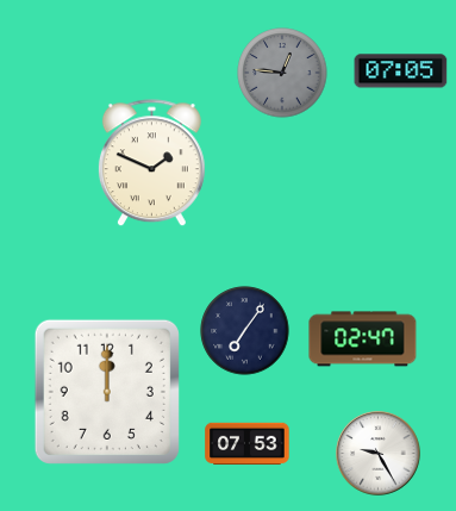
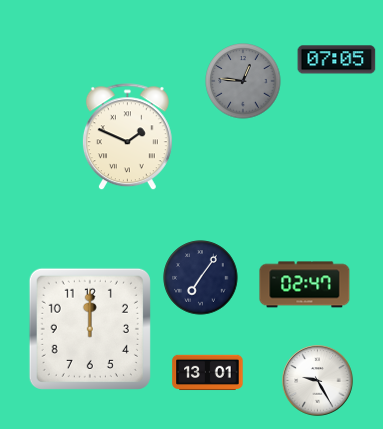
clock at (282, 73) position: (282, 73) -> (243, 81)
clock at (245, 331) position: (245, 331) -> (201, 278)
clock at (248, 444): 07:53 -> 13:01
